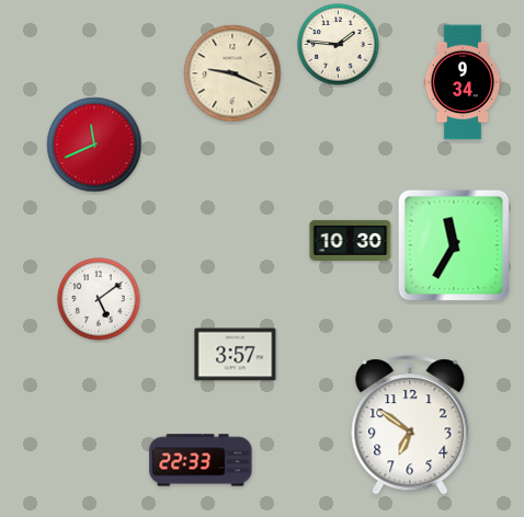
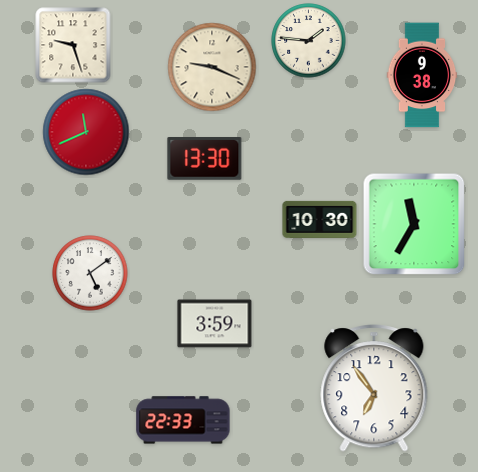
clock at (73, 45): none -> 9:27
clock at (463, 82): 9:34 -> 9:38
clock at (205, 159): none -> 13:30
clock at (236, 355): 3:57 -> 3:59
clock at (410, 425): 6:51 -> 6:54
